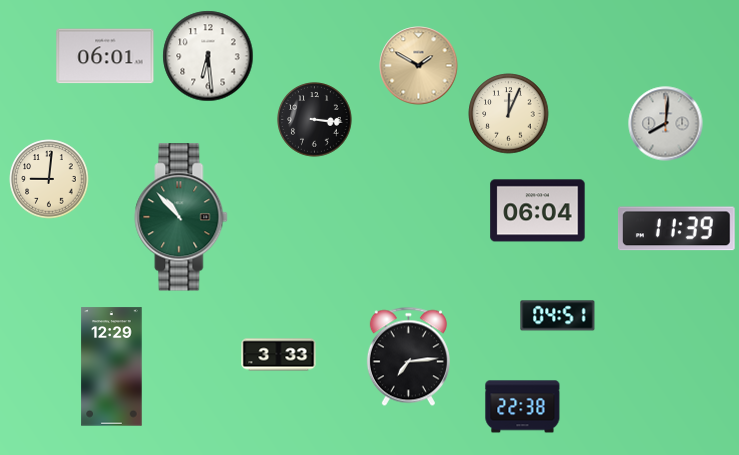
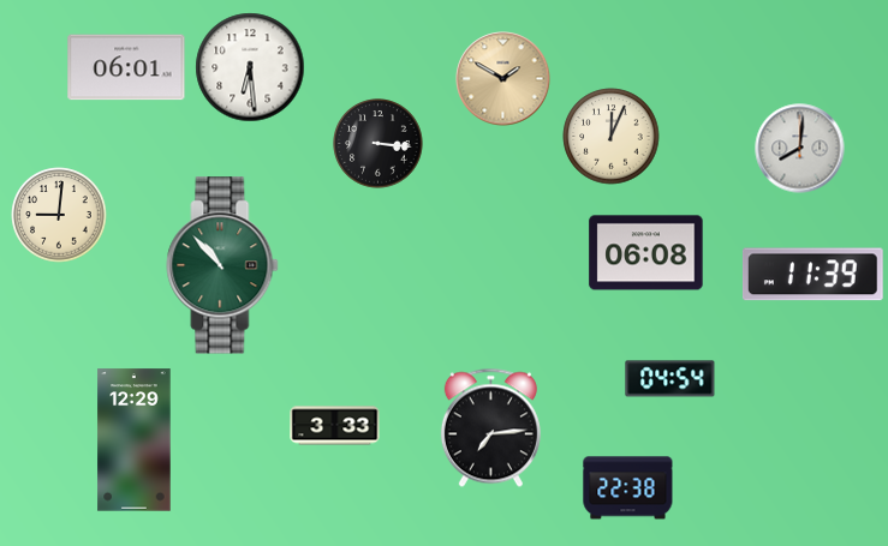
clock at (538, 211): 06:04 -> 06:08
clock at (181, 217) position: (181, 217) -> (222, 265)
clock at (558, 316): 04:51 -> 04:54
